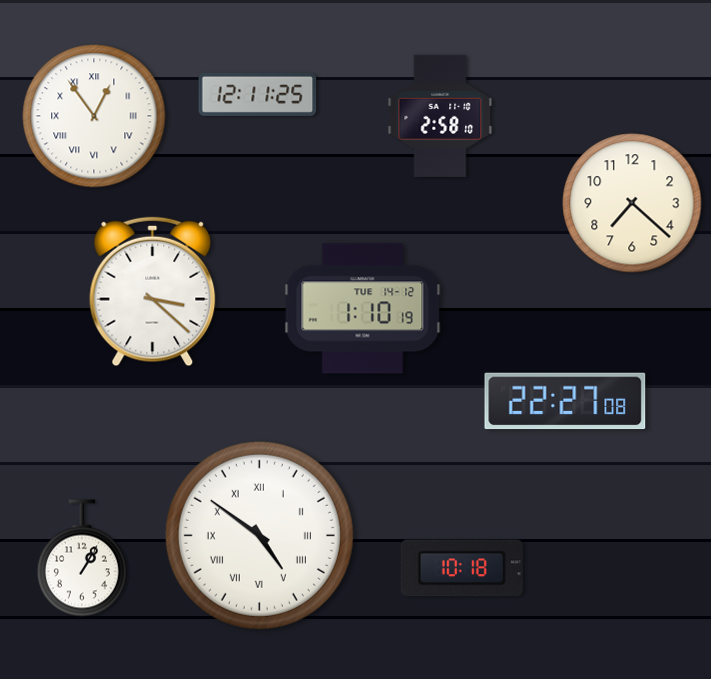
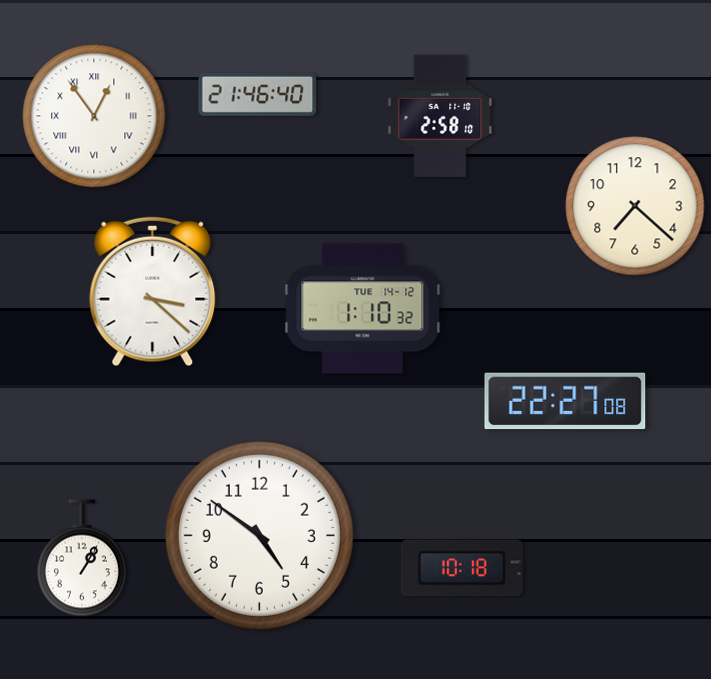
clock at (258, 94): 12:11 -> 21:46
clock at (632, 203) position: (632, 203) -> (635, 206)
clock at (363, 309): 1:10:19 -> 1:10:32
clock at (259, 535) numerals: Roman -> Arabic
